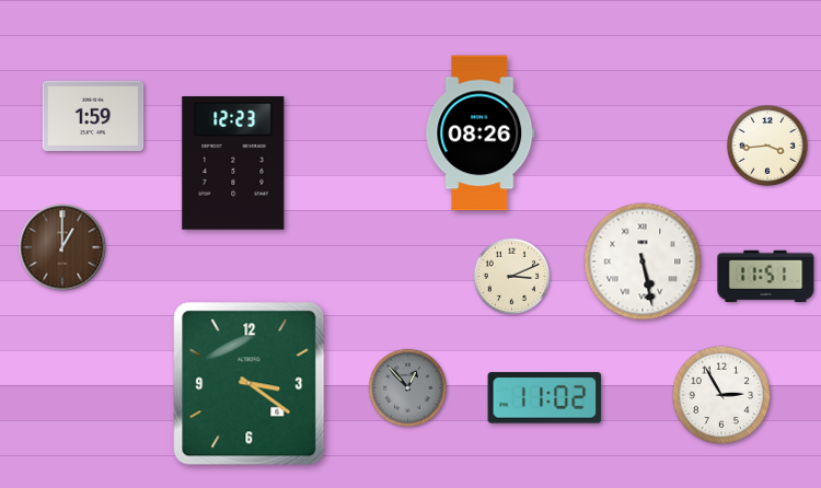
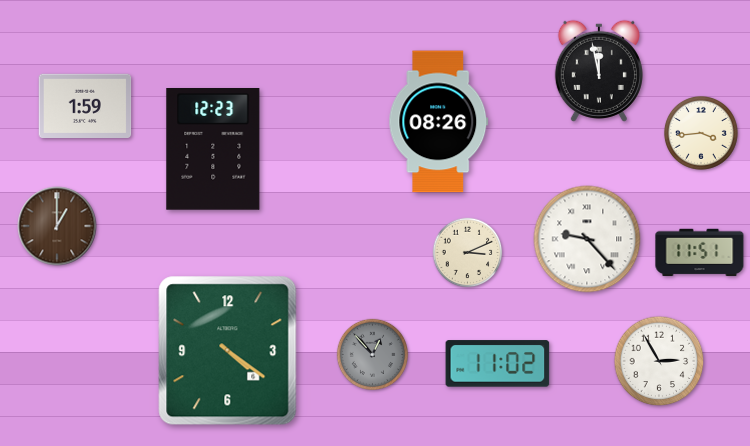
clock at (599, 71): none -> 11:58
clock at (643, 262): 5:28 -> 9:23
clock at (250, 384): 3:21 -> 4:21
